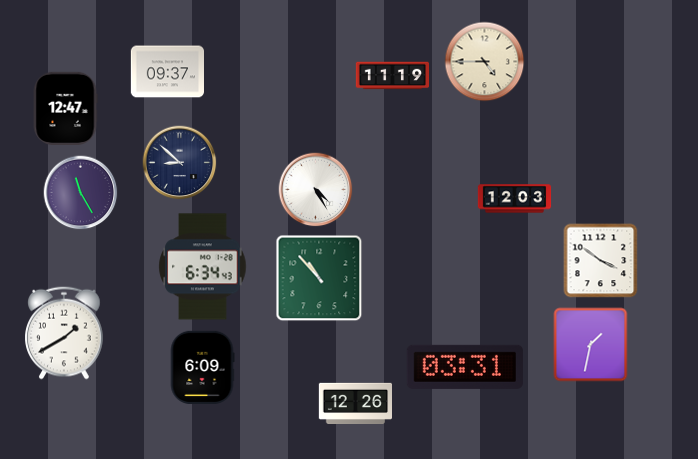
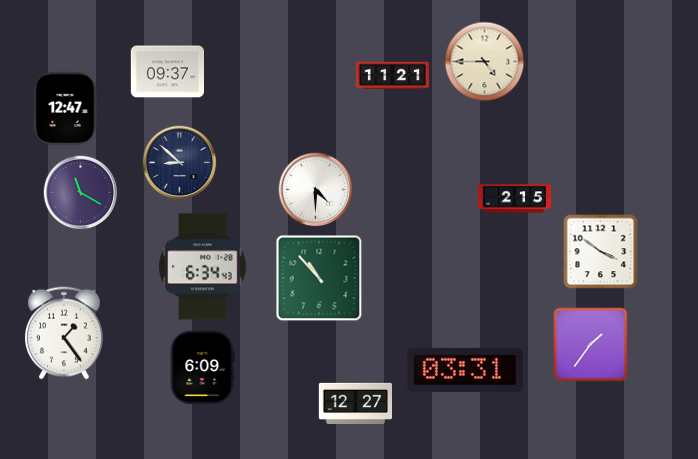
clock at (392, 76): 11:19 -> 11:21
clock at (316, 190): 4:25 -> 4:30
clock at (81, 193): 11:25 -> 11:20
clock at (515, 199): 12:03 -> 2:15
clock at (601, 261) position: (601, 261) -> (601, 252)
clock at (65, 333): 1:40 -> 1:24
clock at (591, 345): 1:32 -> 1:36
clock at (465, 367) position: (465, 367) -> (465, 370)
clock at (355, 403): 12:26 -> 12:27
